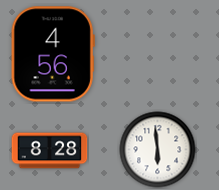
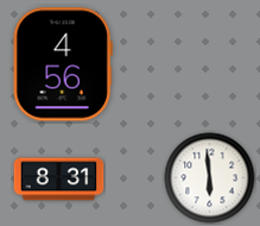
clock at (158, 150) position: (158, 150) -> (210, 178)
clock at (50, 151): 8:28 -> 8:31
